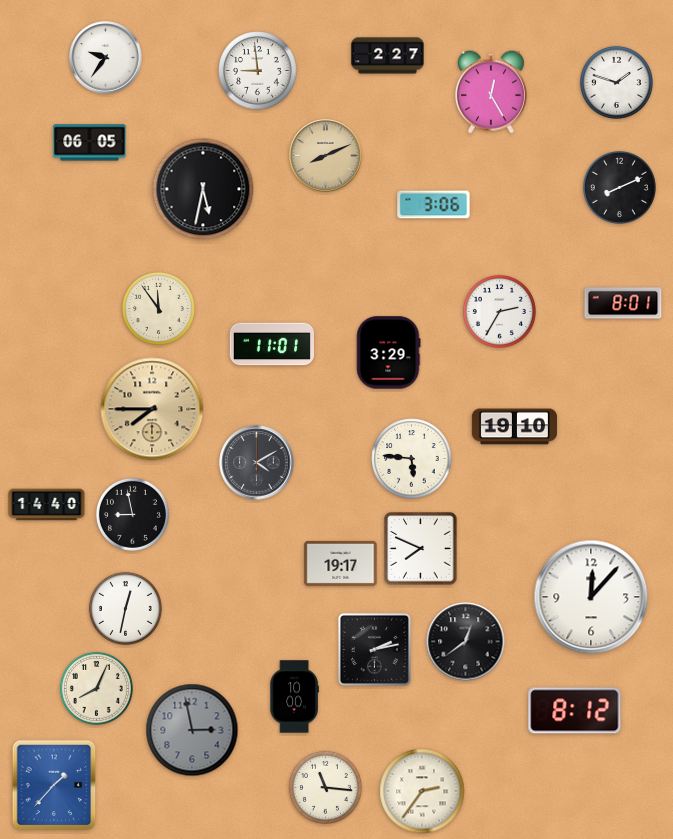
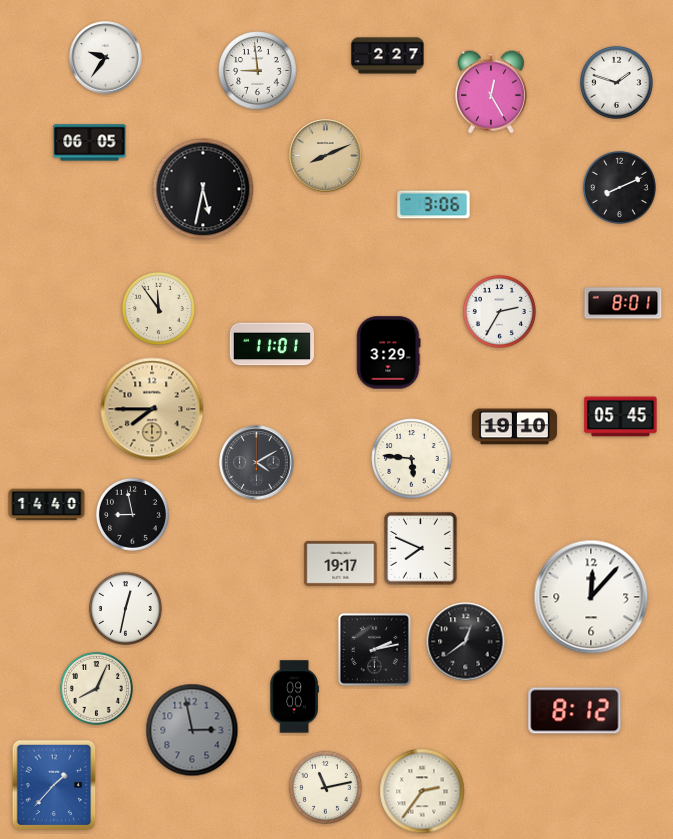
clock at (621, 417): none -> 05:45
clock at (294, 697): 10:00 -> 09:00
clock at (325, 787): 11:16 -> 11:13
